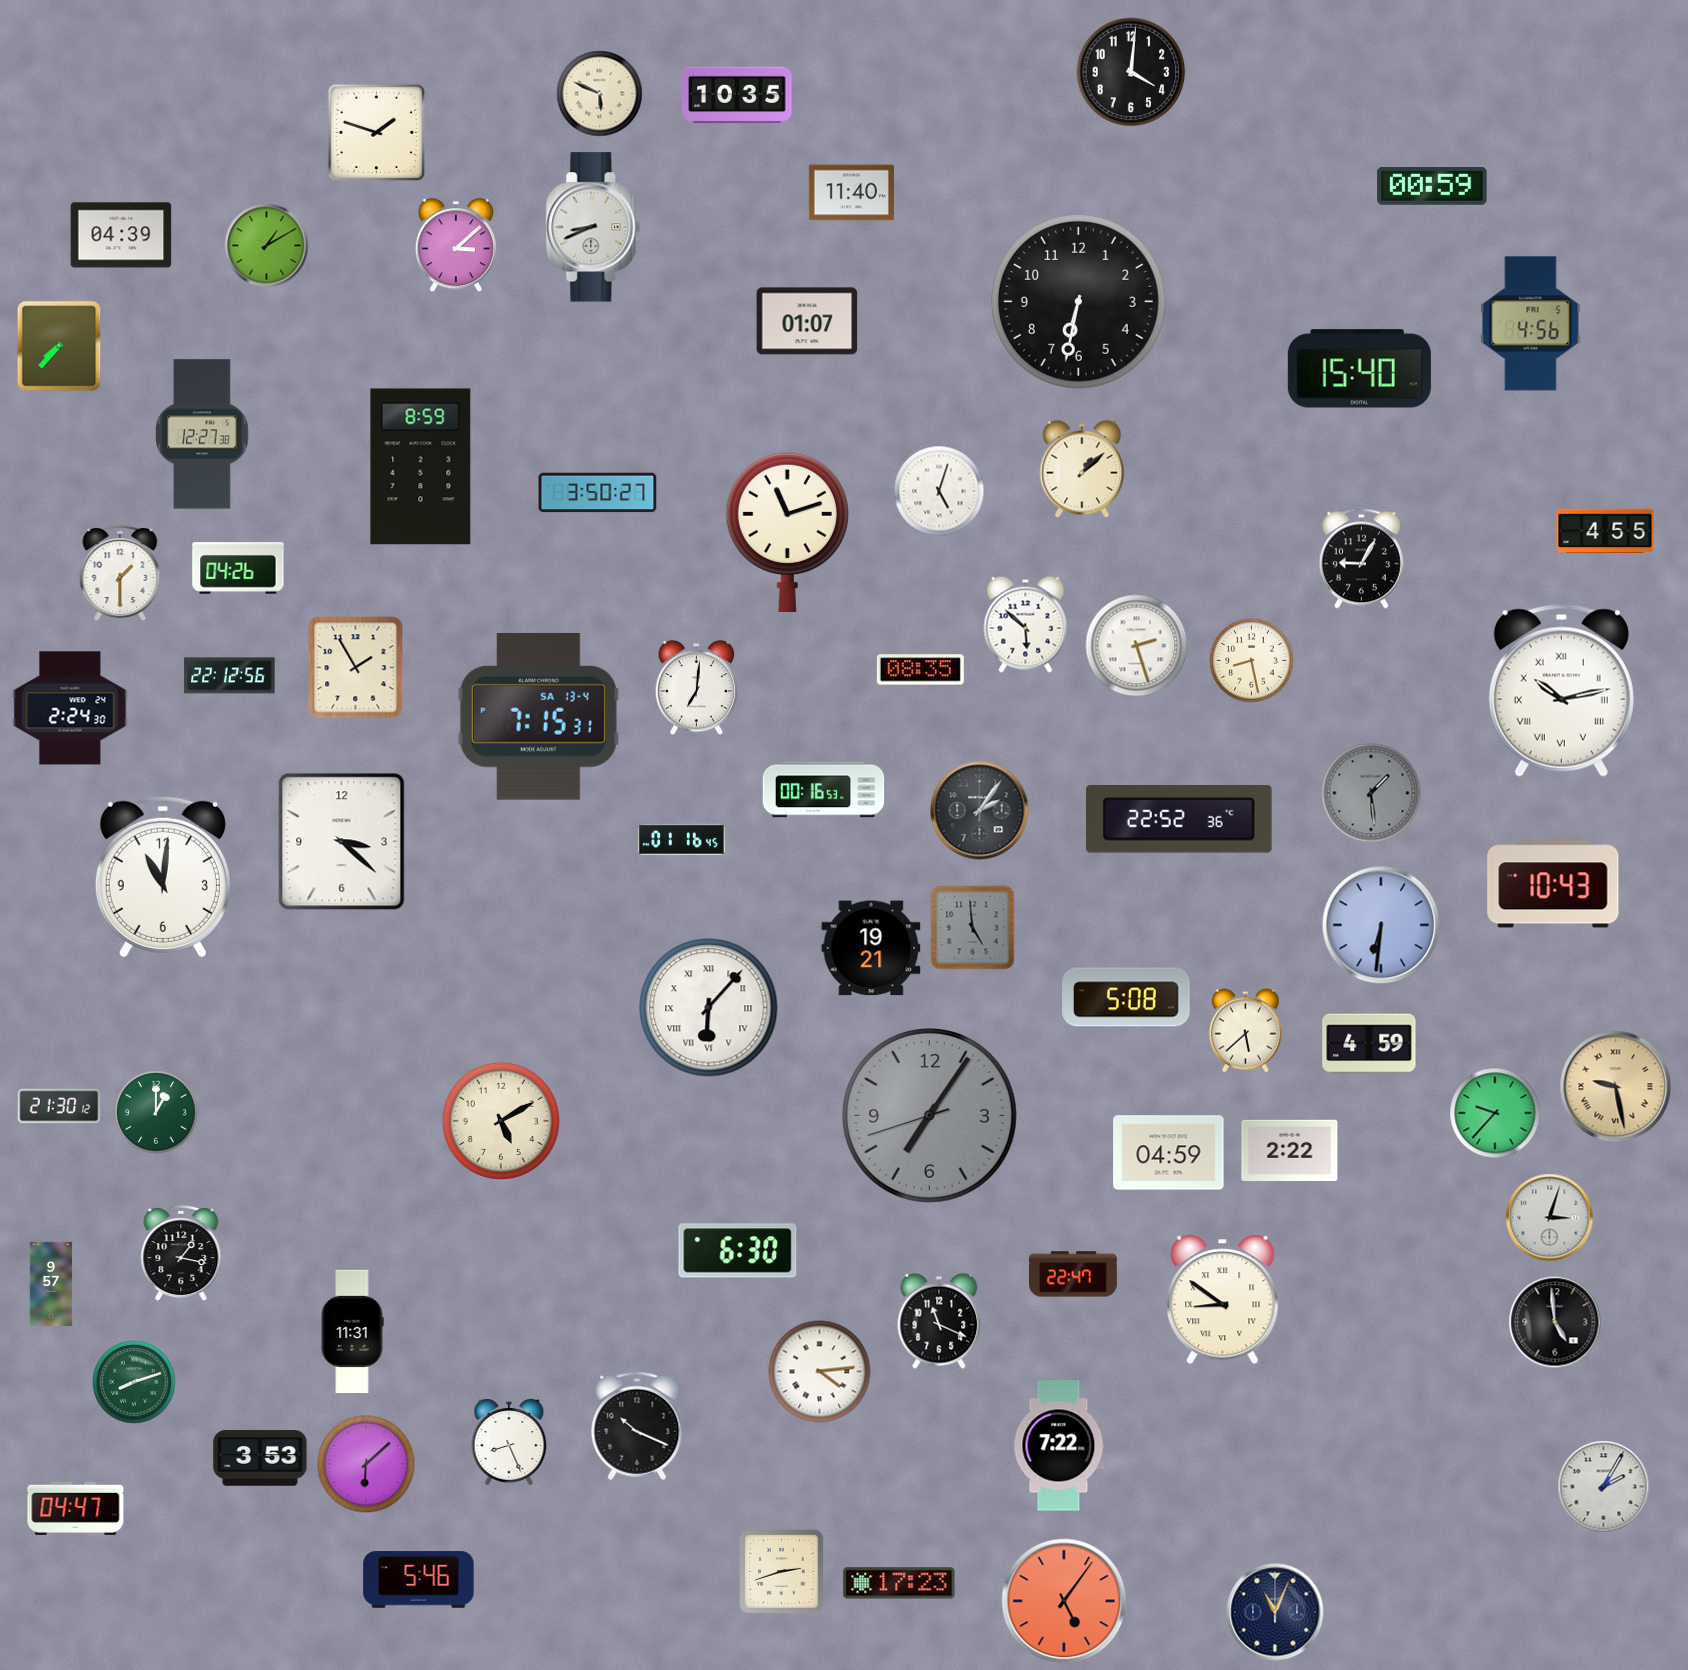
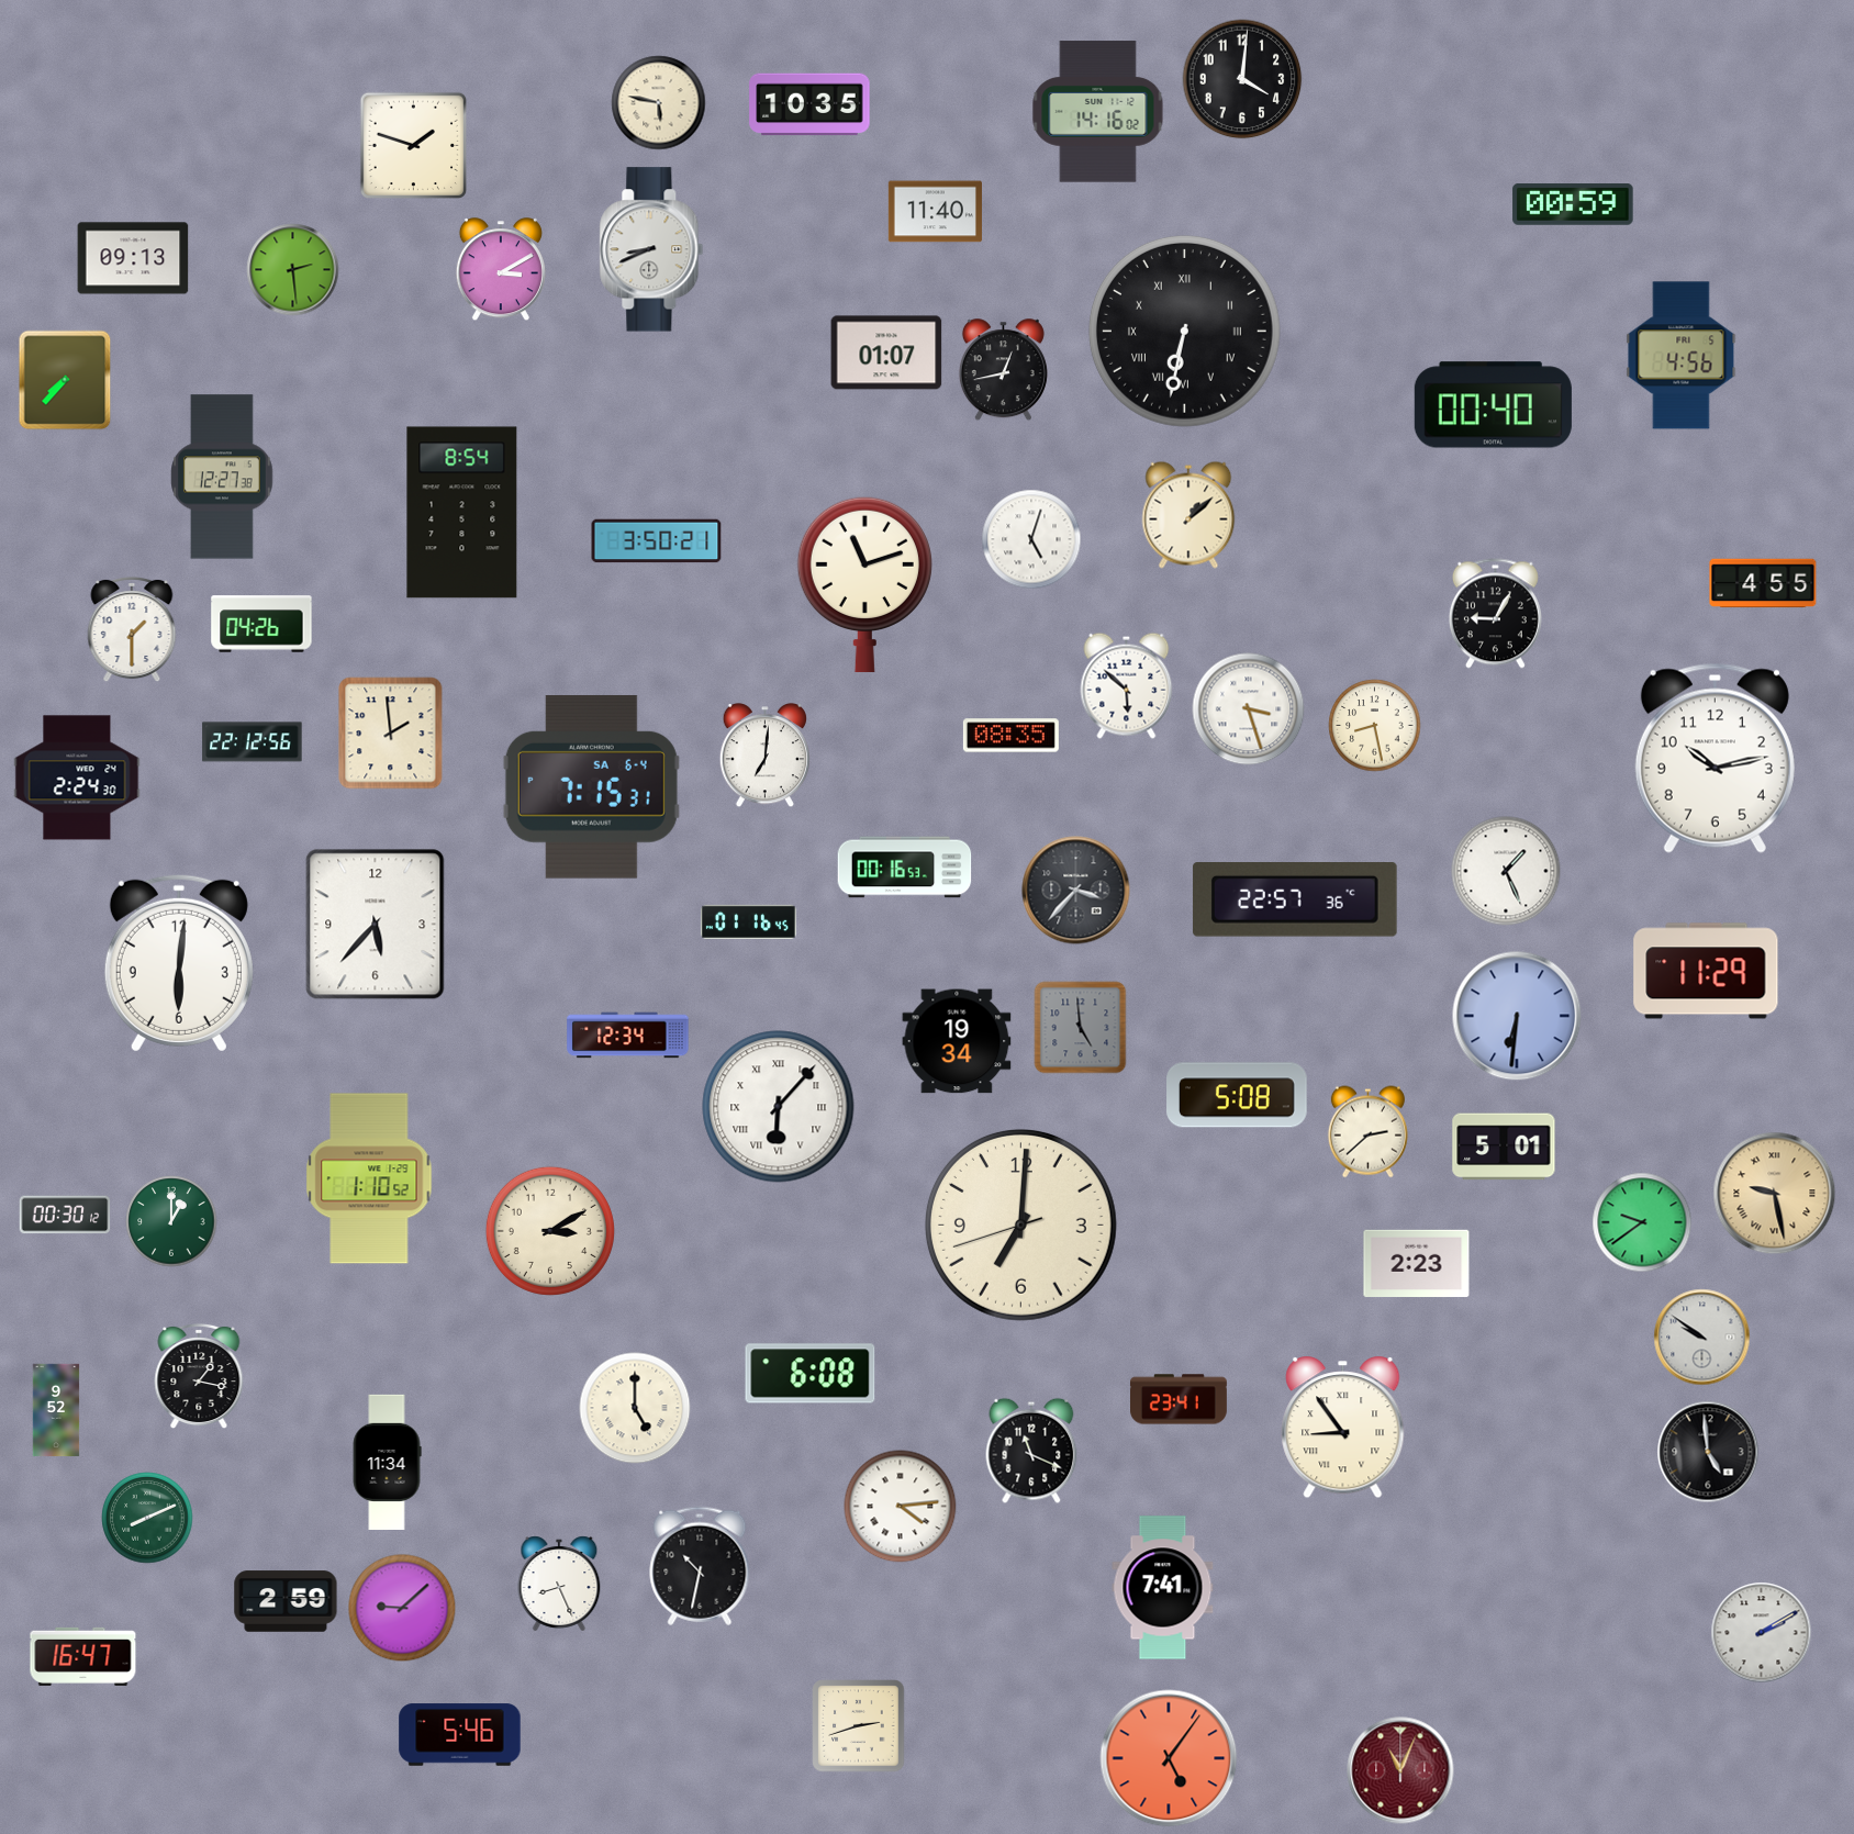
clock at (600, 94): 5:49 -> 5:47
clock at (1098, 112): none -> 14:16
clock at (121, 235): 04:39 -> 09:13
clock at (267, 246): 1:10 -> 2:29
clock at (456, 246): 3:08 -> 3:10
clock at (1078, 301) numerals: Arabic -> Roman
clock at (1003, 370): none -> 12:43
clock at (1359, 369): 15:40 -> 00:40
clock at (421, 467): 8:59 -> 8:54
clock at (598, 493): 3:50:27 -> 3:50:21
clock at (1137, 646): 2:27 -> 3:27
clock at (356, 668): 1:55 -> 1:59
clock at (1561, 690) numerals: Roman -> Arabic
clock at (538, 716) date: SA 13-4 -> SA 6-4
clock at (1371, 793): 1:29 -> 1:26
clock at (1371, 793) dial: grey -> white
clock at (980, 811): 2:06 -> 3:37
clock at (1179, 820): 22:52 -> 22:57
clock at (342, 842): 3:22 -> 5:37
clock at (163, 877): 11:01 -> 6:01
clock at (1553, 884): 10:43 -> 11:29
clock at (973, 928) position: (973, 928) -> (1081, 1028)
clock at (628, 1036): none -> 12:34
clock at (871, 948): 19:21 -> 19:34
clock at (1245, 1031): 5:38 -> 2:38
clock at (1369, 1044): 4:59 -> 5:01
clock at (369, 1178): none -> 1:10
clock at (59, 1106): 21:30 -> 00:30
clock at (1495, 1113): 9:37 -> 9:39
clock at (929, 1115): 7:05 -> 7:00
clock at (929, 1115) dial: grey -> cream
clock at (501, 1121): 5:10 -> 3:10
clock at (1290, 1151): 2:22 -> 2:23
clock at (1169, 1153): 04:59 -> none
clock at (1550, 1218): 3:03 -> 9:51
clock at (738, 1251): 6:30 -> 6:08
clock at (1074, 1274): 22:47 -> 23:41
clock at (635, 1408): none -> 5:00
clock at (51, 1284): 9:57 -> 9:52
clock at (1223, 1300): 8:51 -> 8:54
clock at (352, 1331): 11:31 -> 11:34
clock at (134, 1382): 8:12 -> 8:11
clock at (637, 1426): 10:19 -> 10:32
clock at (1059, 1446): 7:22 -> 7:41
clock at (260, 1458): 3:53 -> 2:59
clock at (366, 1464): 6:08 -> 9:08
clock at (1604, 1487): 2:05 -> 2:10
clock at (76, 1508): 04:47 -> 16:47
clock at (899, 1583): 17:23 -> none
clock at (1275, 1612) dial: navy -> burgundy
